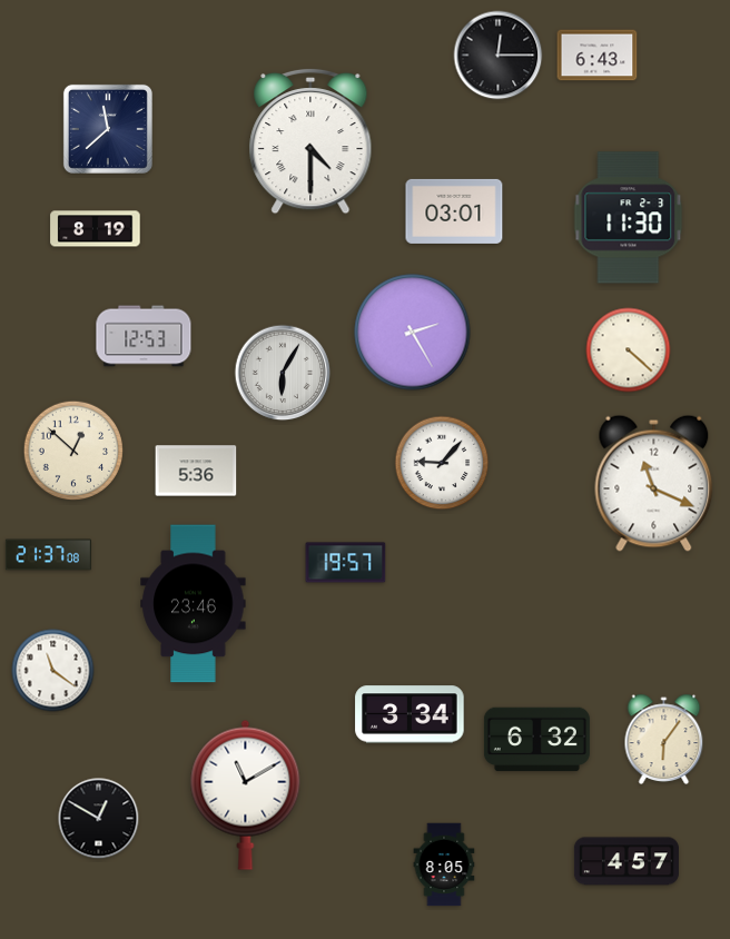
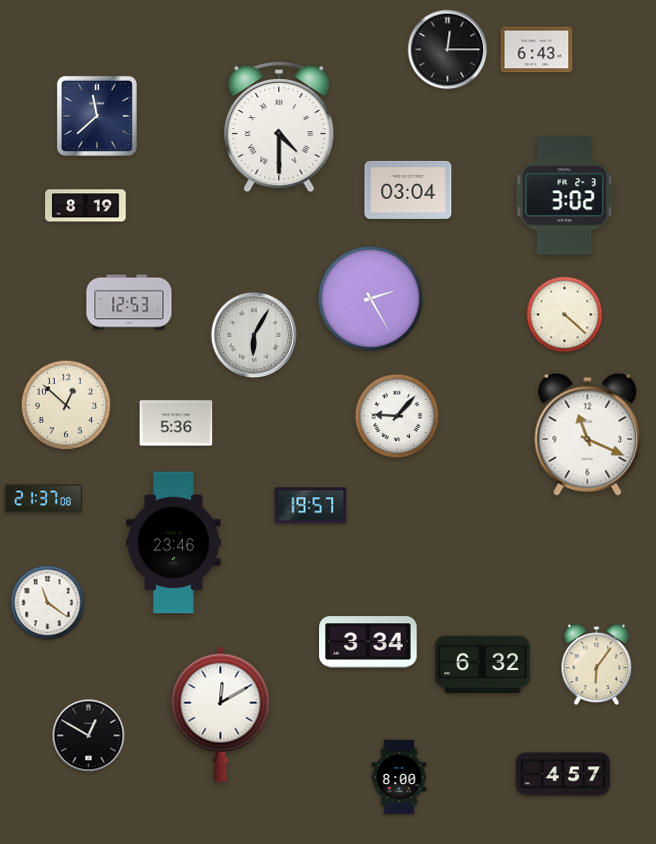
clock at (454, 211): 03:01 -> 03:04
clock at (629, 218): 11:30 -> 3:02
clock at (246, 794): 11:10 -> 12:10
clock at (444, 864): 8:05 -> 8:00
